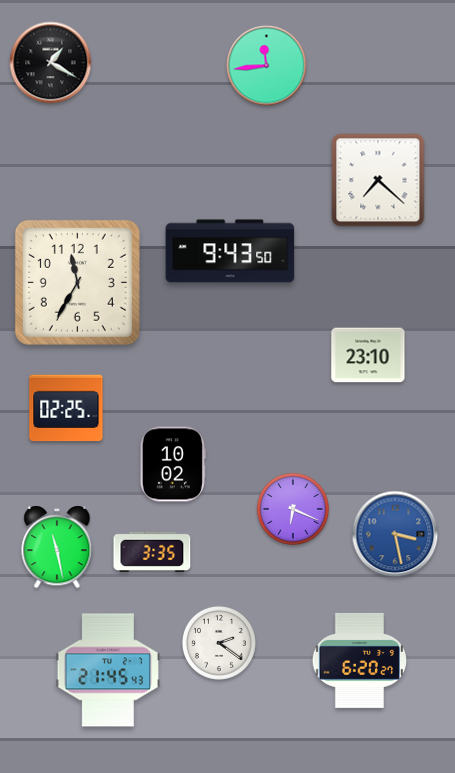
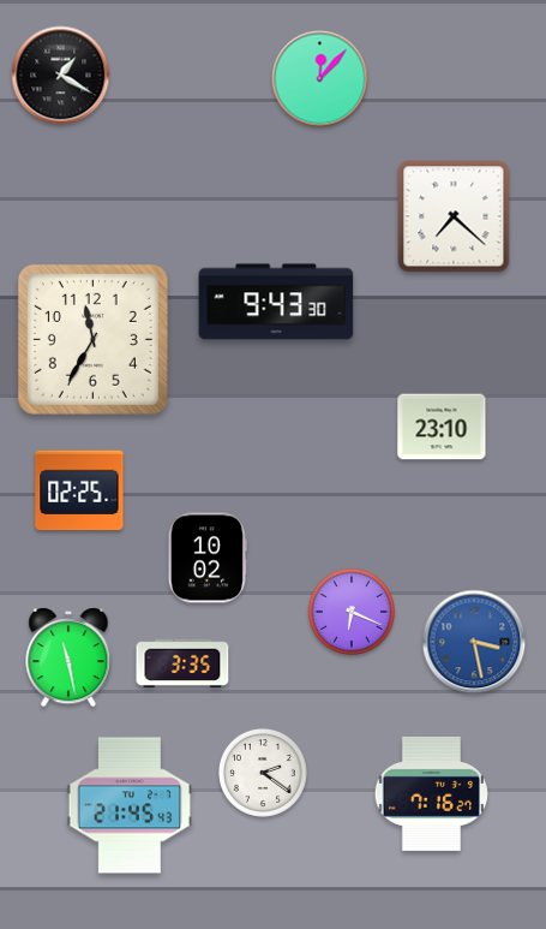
clock at (267, 66): 11:44 -> 12:07
clock at (230, 251): 9:43:50 -> 9:43:30
clock at (359, 660): 6:20 -> 7:16
